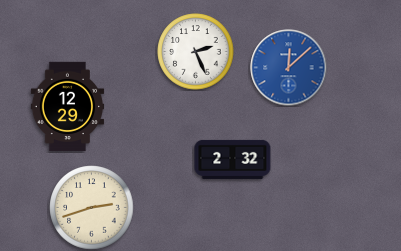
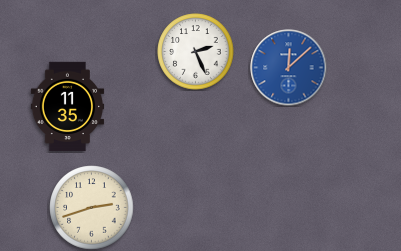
clock at (68, 107): 12:29 -> 11:35
clock at (233, 159): 2:32 -> none
